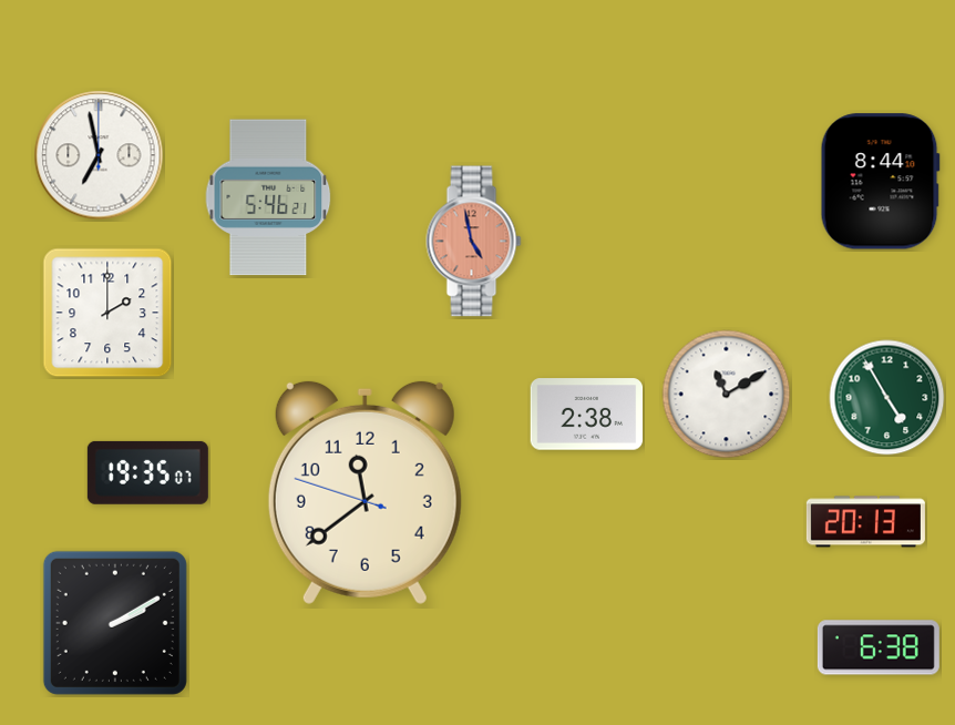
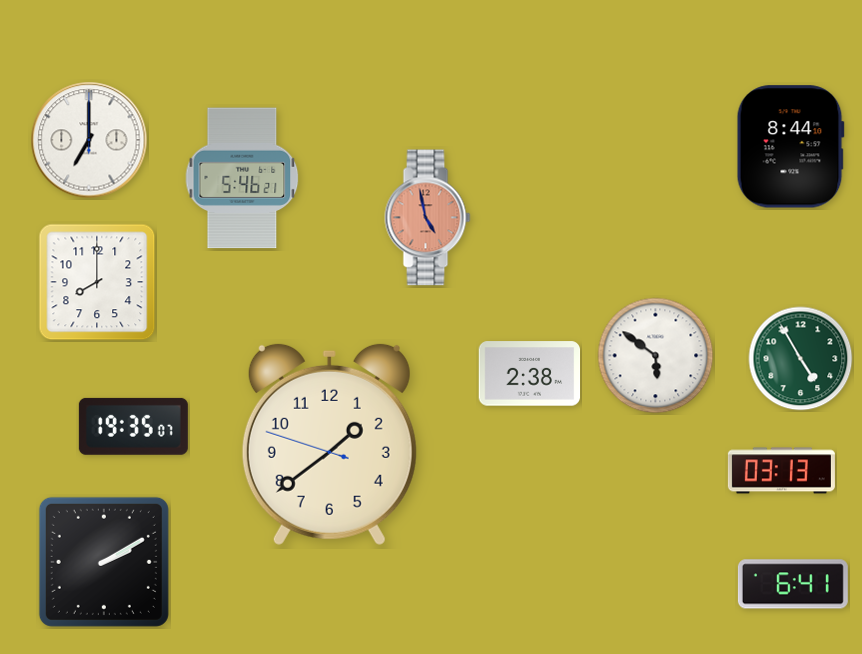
clock at (99, 155): 6:58 -> 7:00
clock at (880, 182) position: (880, 182) -> (790, 147)
clock at (107, 313): 2:00 -> 8:00
clock at (727, 395): 11:10 -> 5:51
clock at (364, 492): 11:38 -> 1:38
clock at (865, 522): 20:13 -> 03:13
clock at (879, 647): 6:38 -> 6:41
